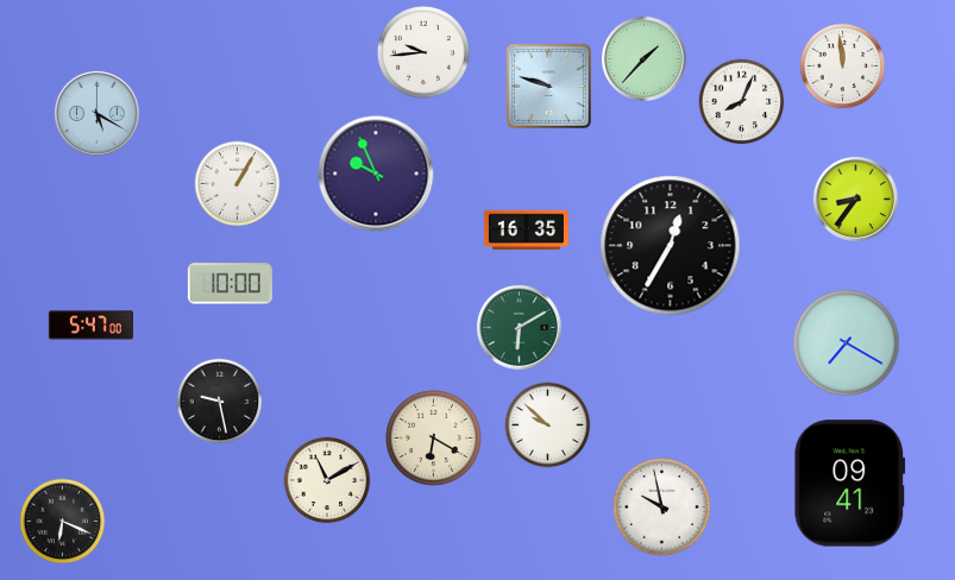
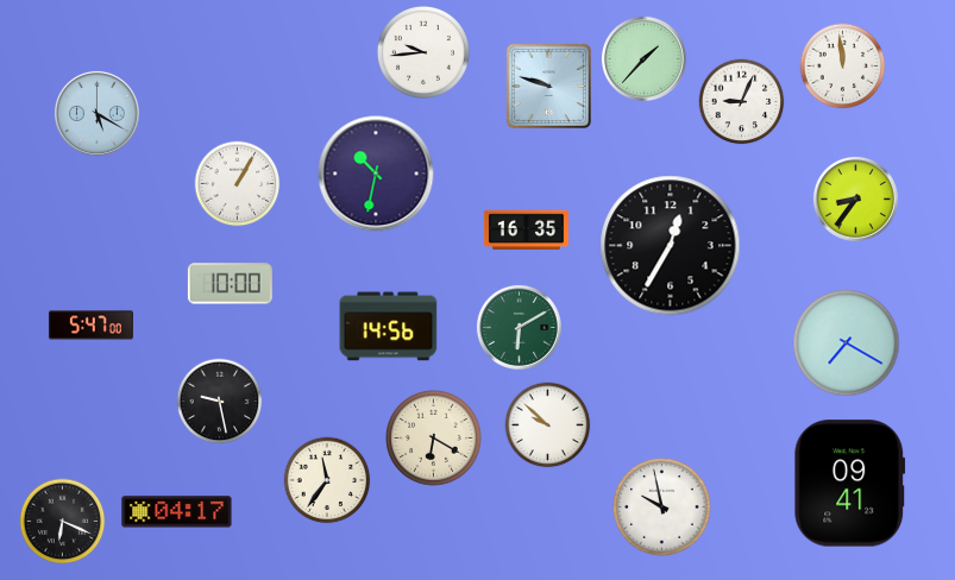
clock at (742, 102): 8:04 -> 9:04
clock at (376, 174): 9:56 -> 10:32
clock at (389, 327): none -> 14:56
clock at (327, 480): 11:10 -> 11:36
clock at (177, 512): none -> 04:17
